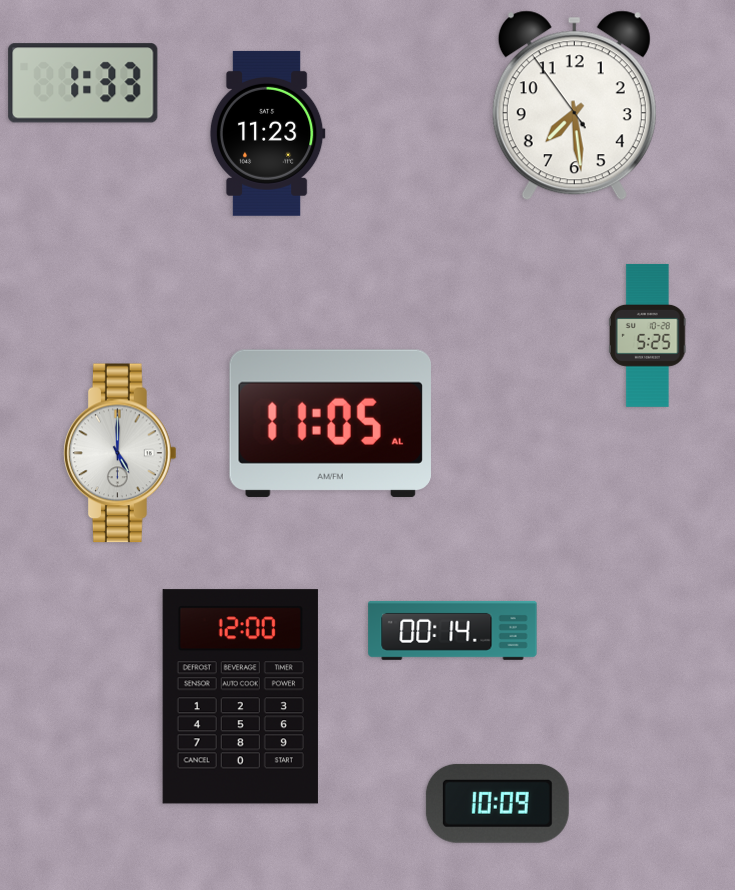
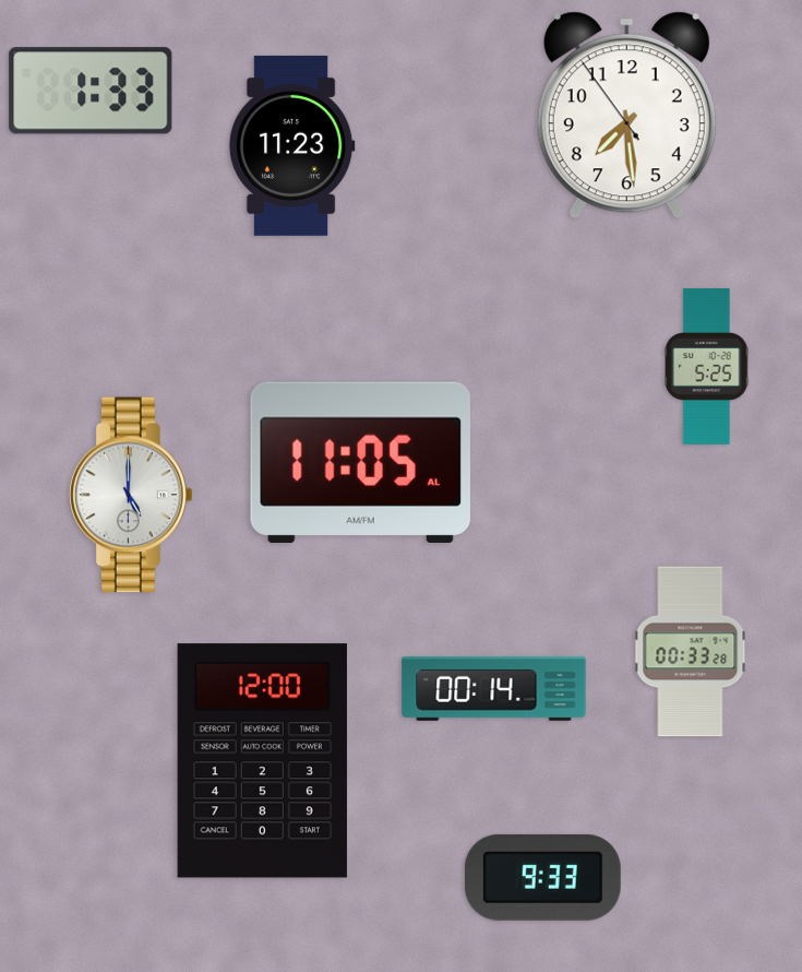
clock at (691, 652): none -> 00:33
clock at (497, 803): 10:09 -> 9:33
